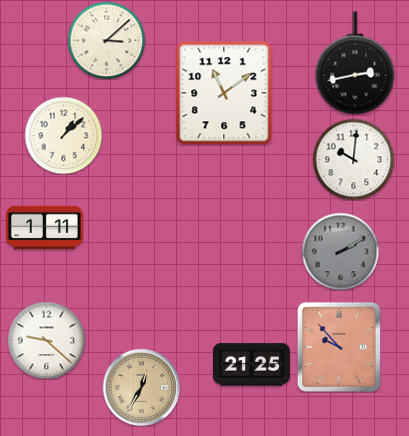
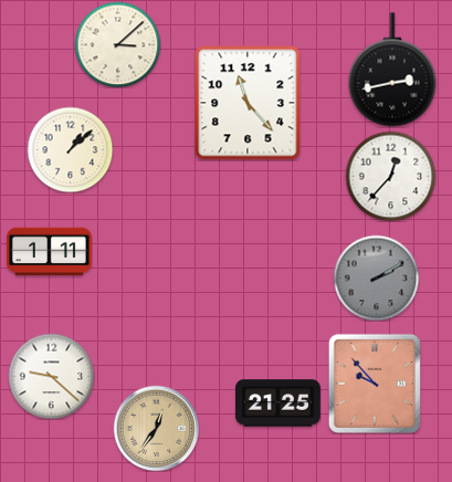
clock at (224, 93): 11:09 -> 11:23
clock at (353, 159): 10:01 -> 12:37
clock at (141, 387): 12:35 -> 12:36
